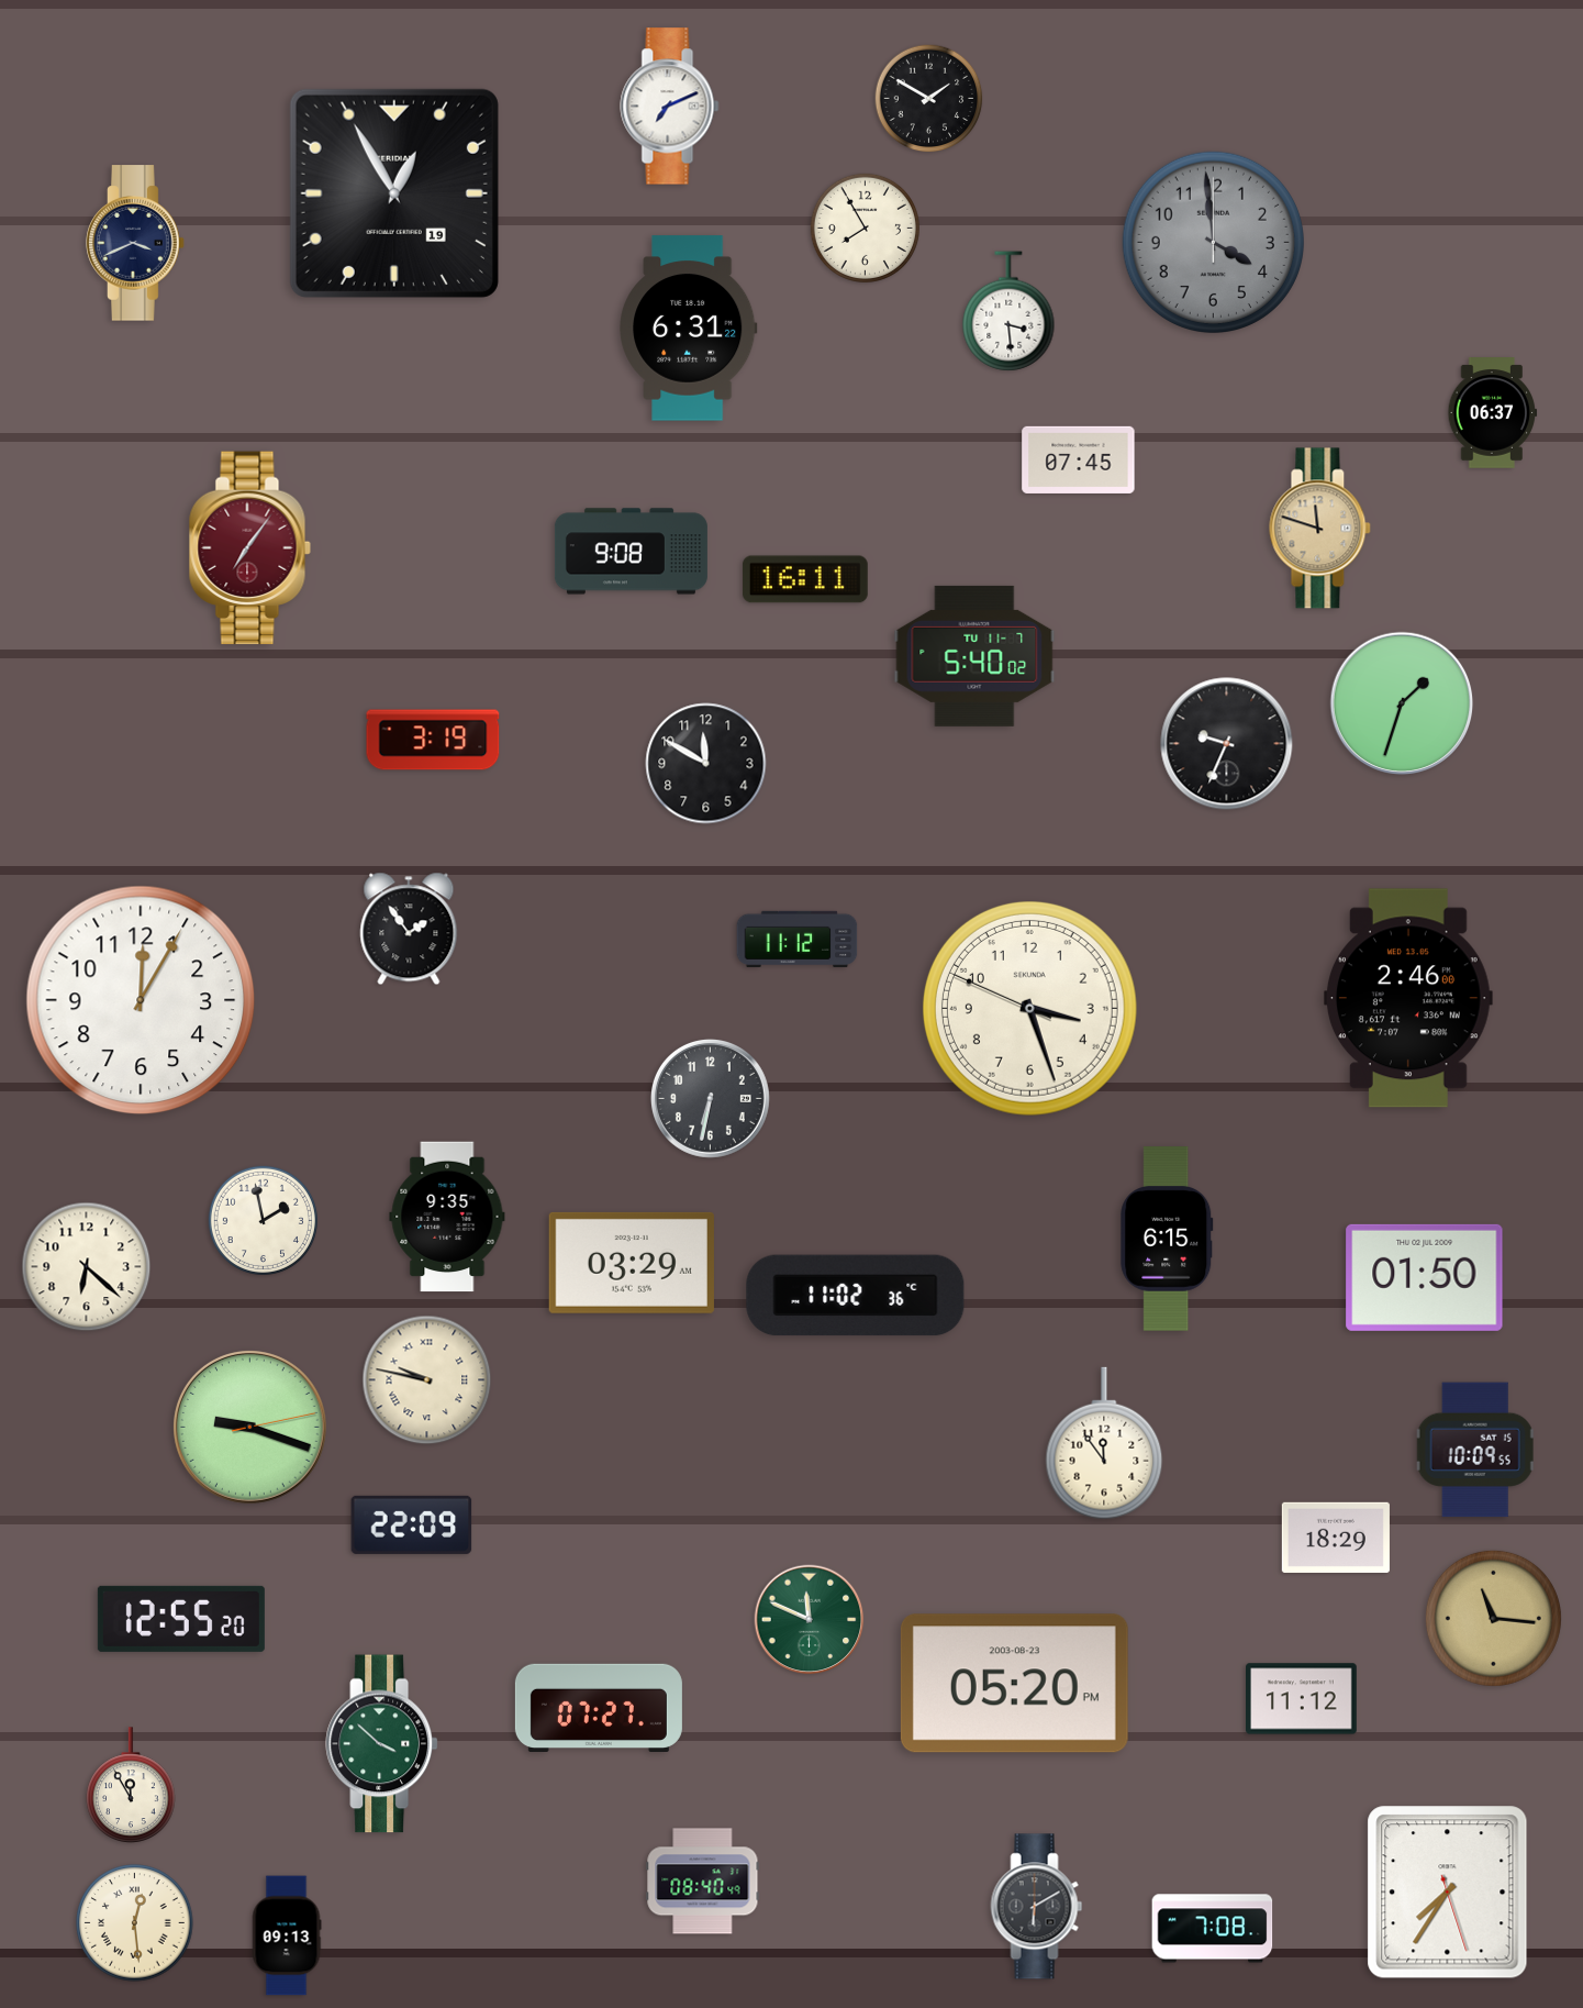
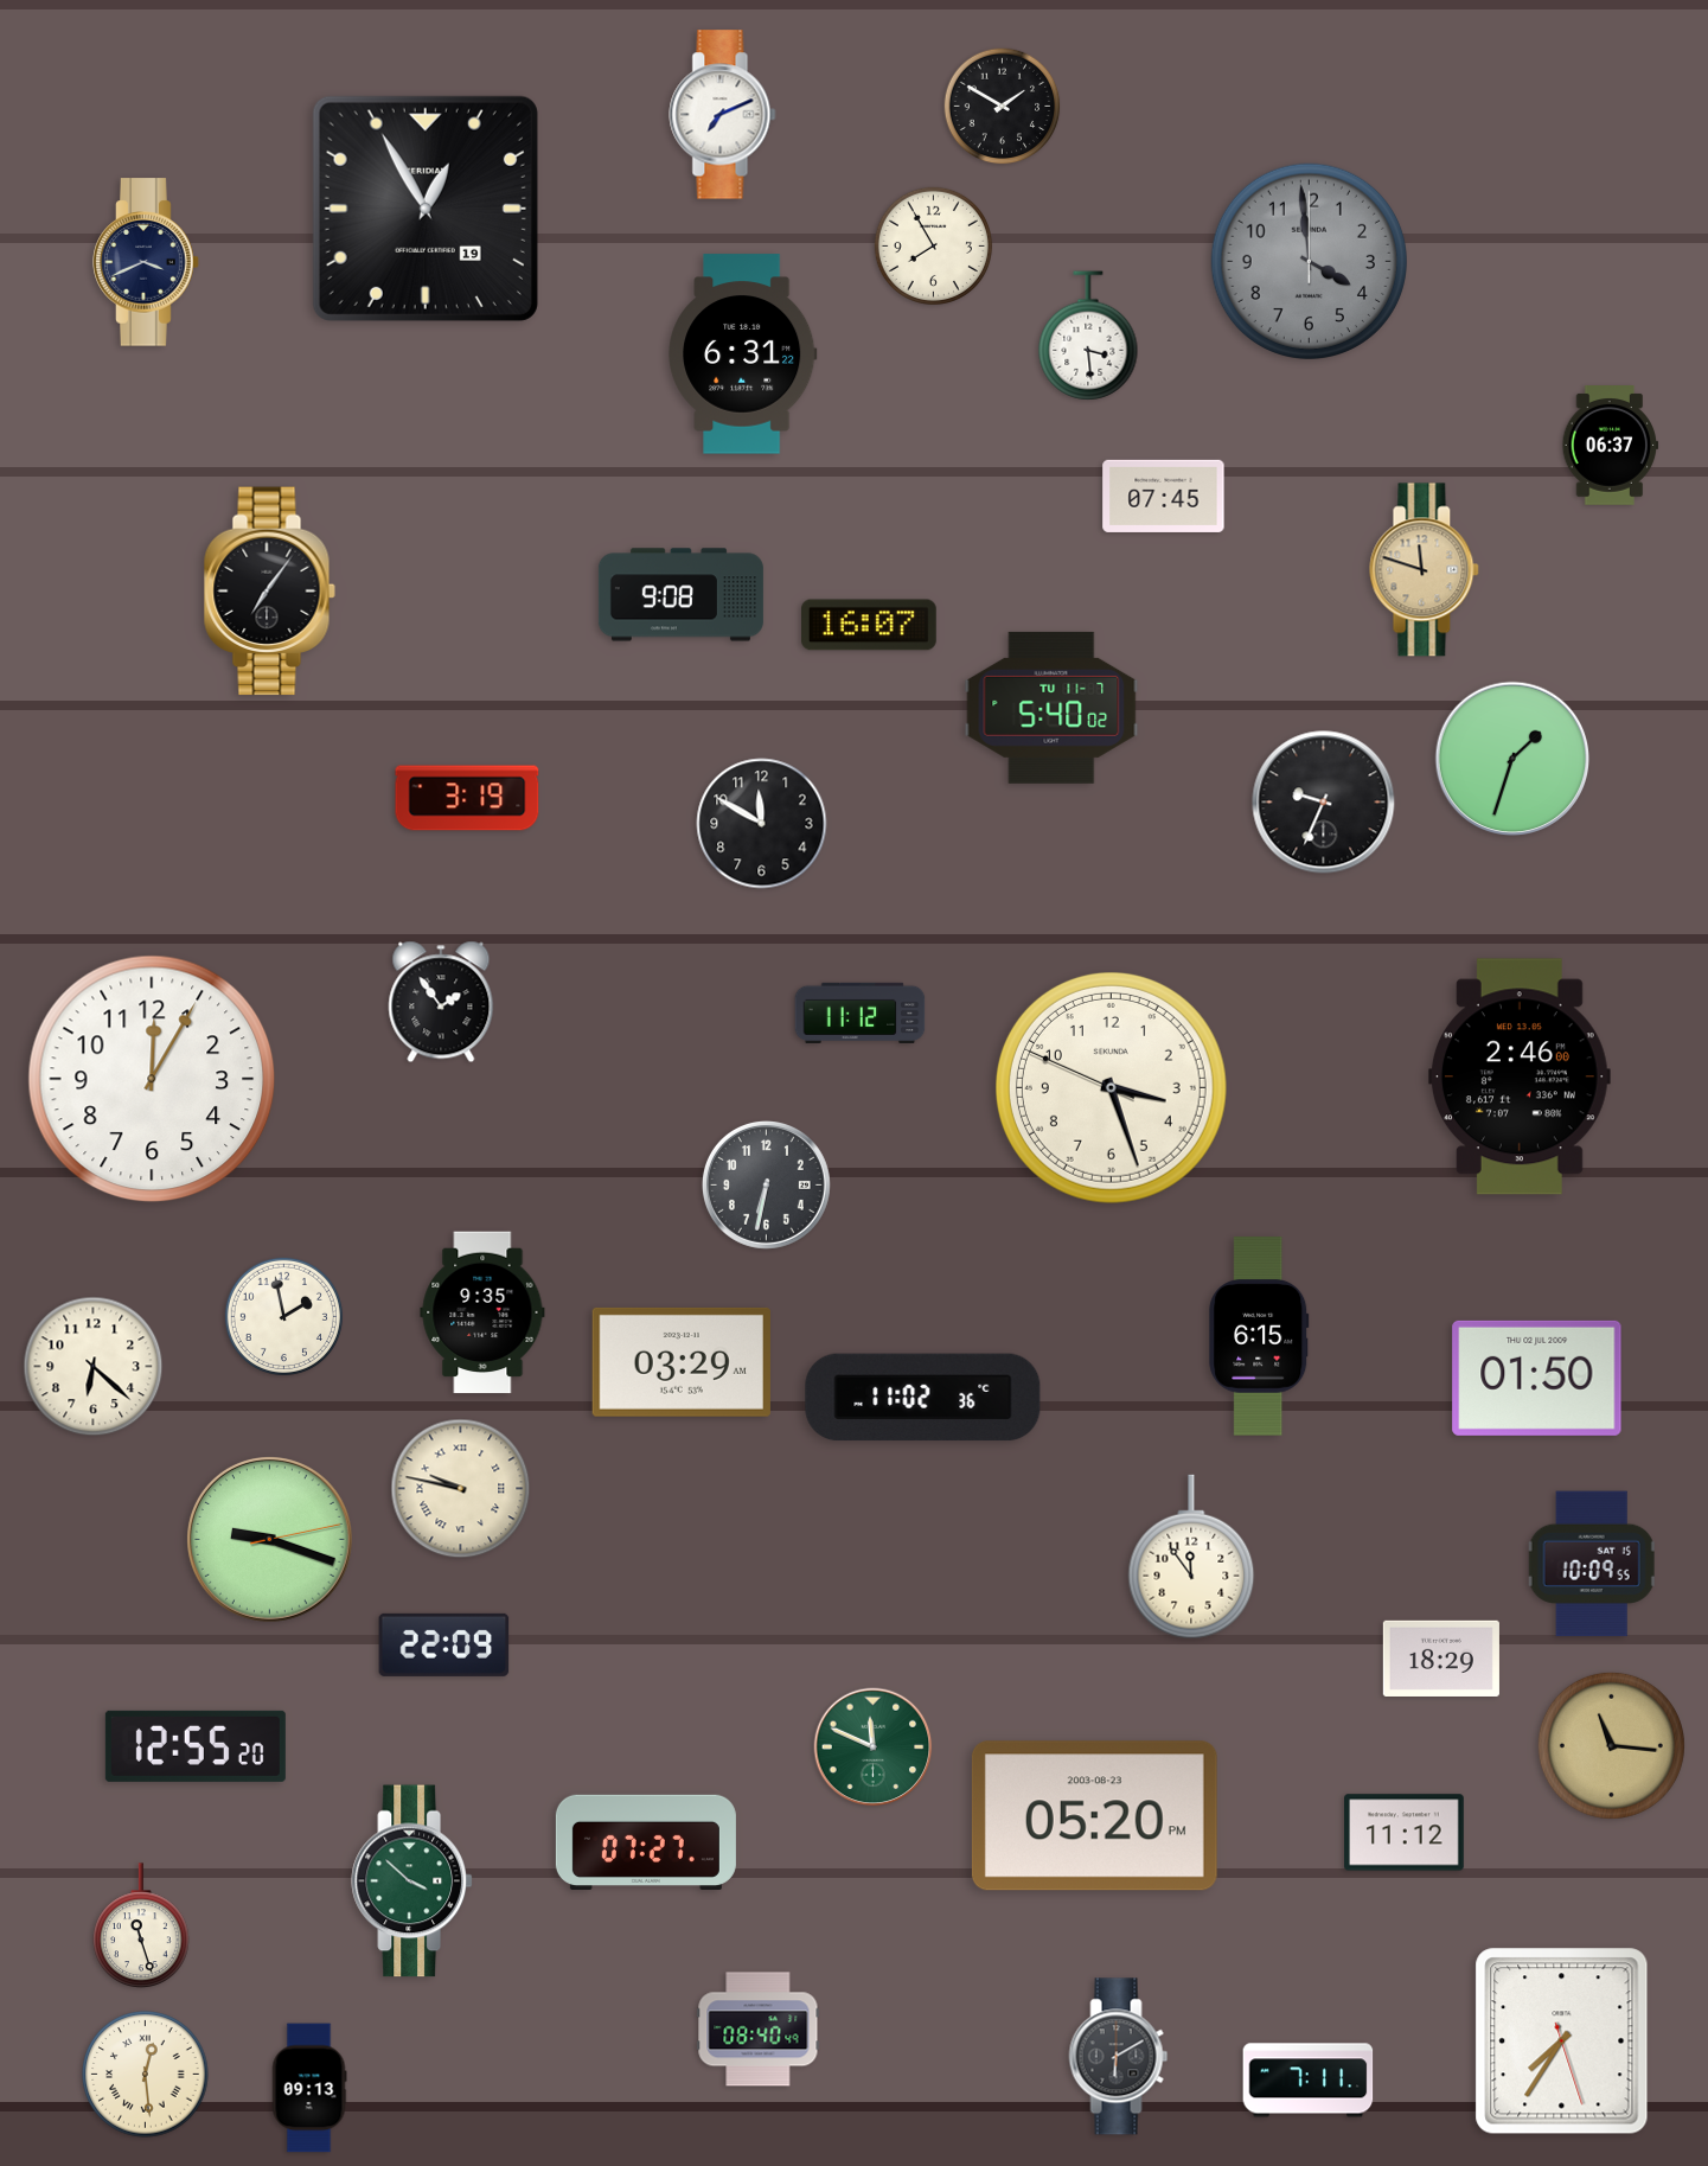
clock at (249, 548) dial: burgundy -> black
clock at (805, 579): 16:11 -> 16:07
clock at (131, 1785): 11:55 -> 11:27
clock at (1213, 1929): 7:08 -> 7:11
